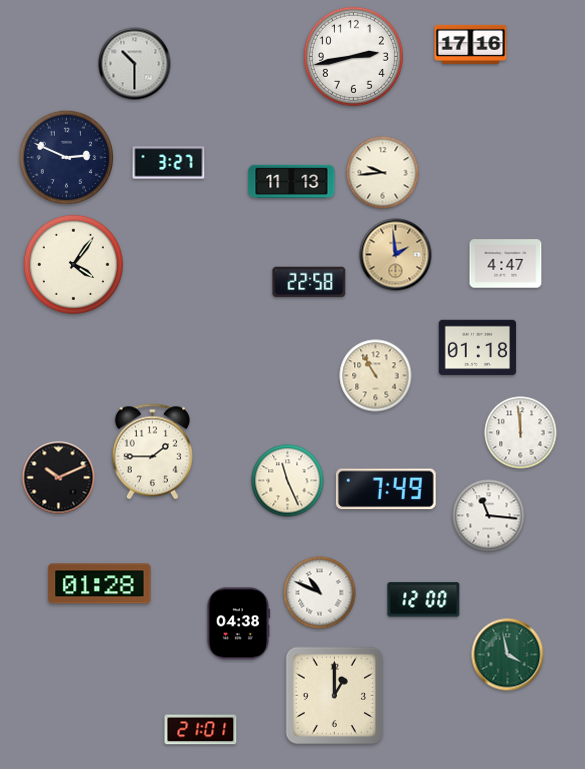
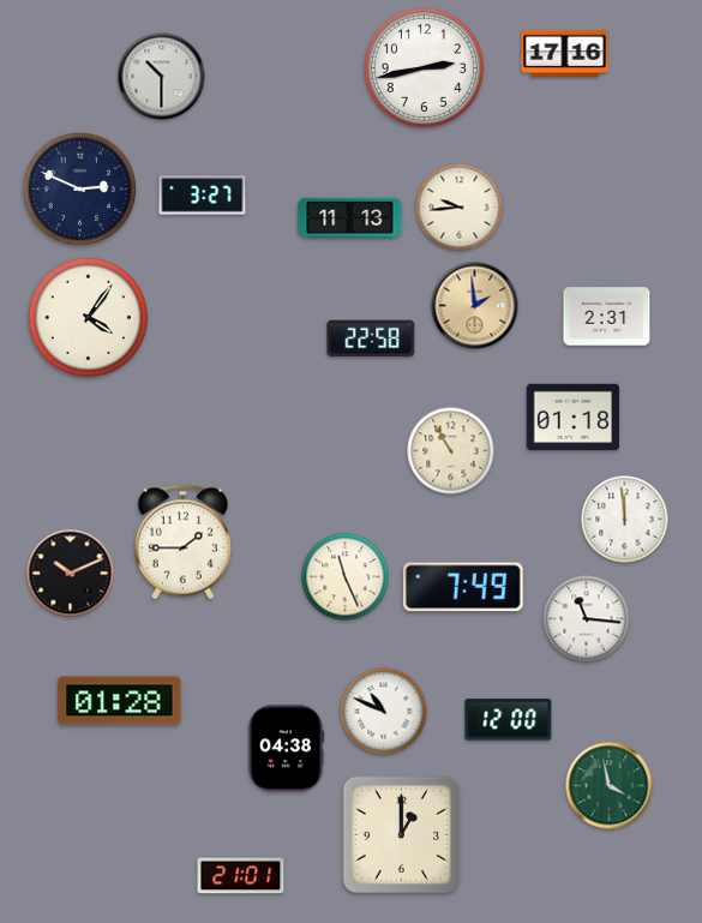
clock at (506, 264): 4:47 -> 2:31
